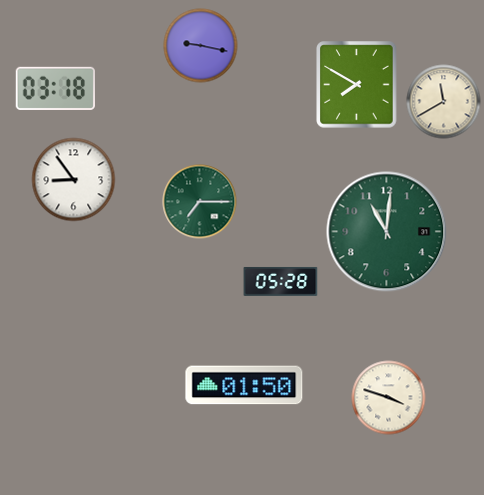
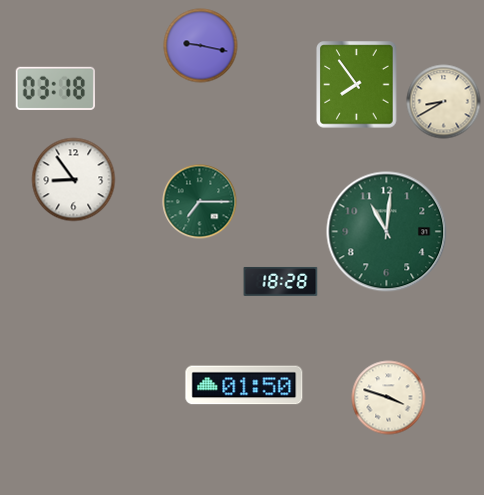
clock at (357, 85): 7:50 -> 7:54
clock at (444, 102): 11:40 -> 8:40
clock at (281, 281): 05:28 -> 18:28
